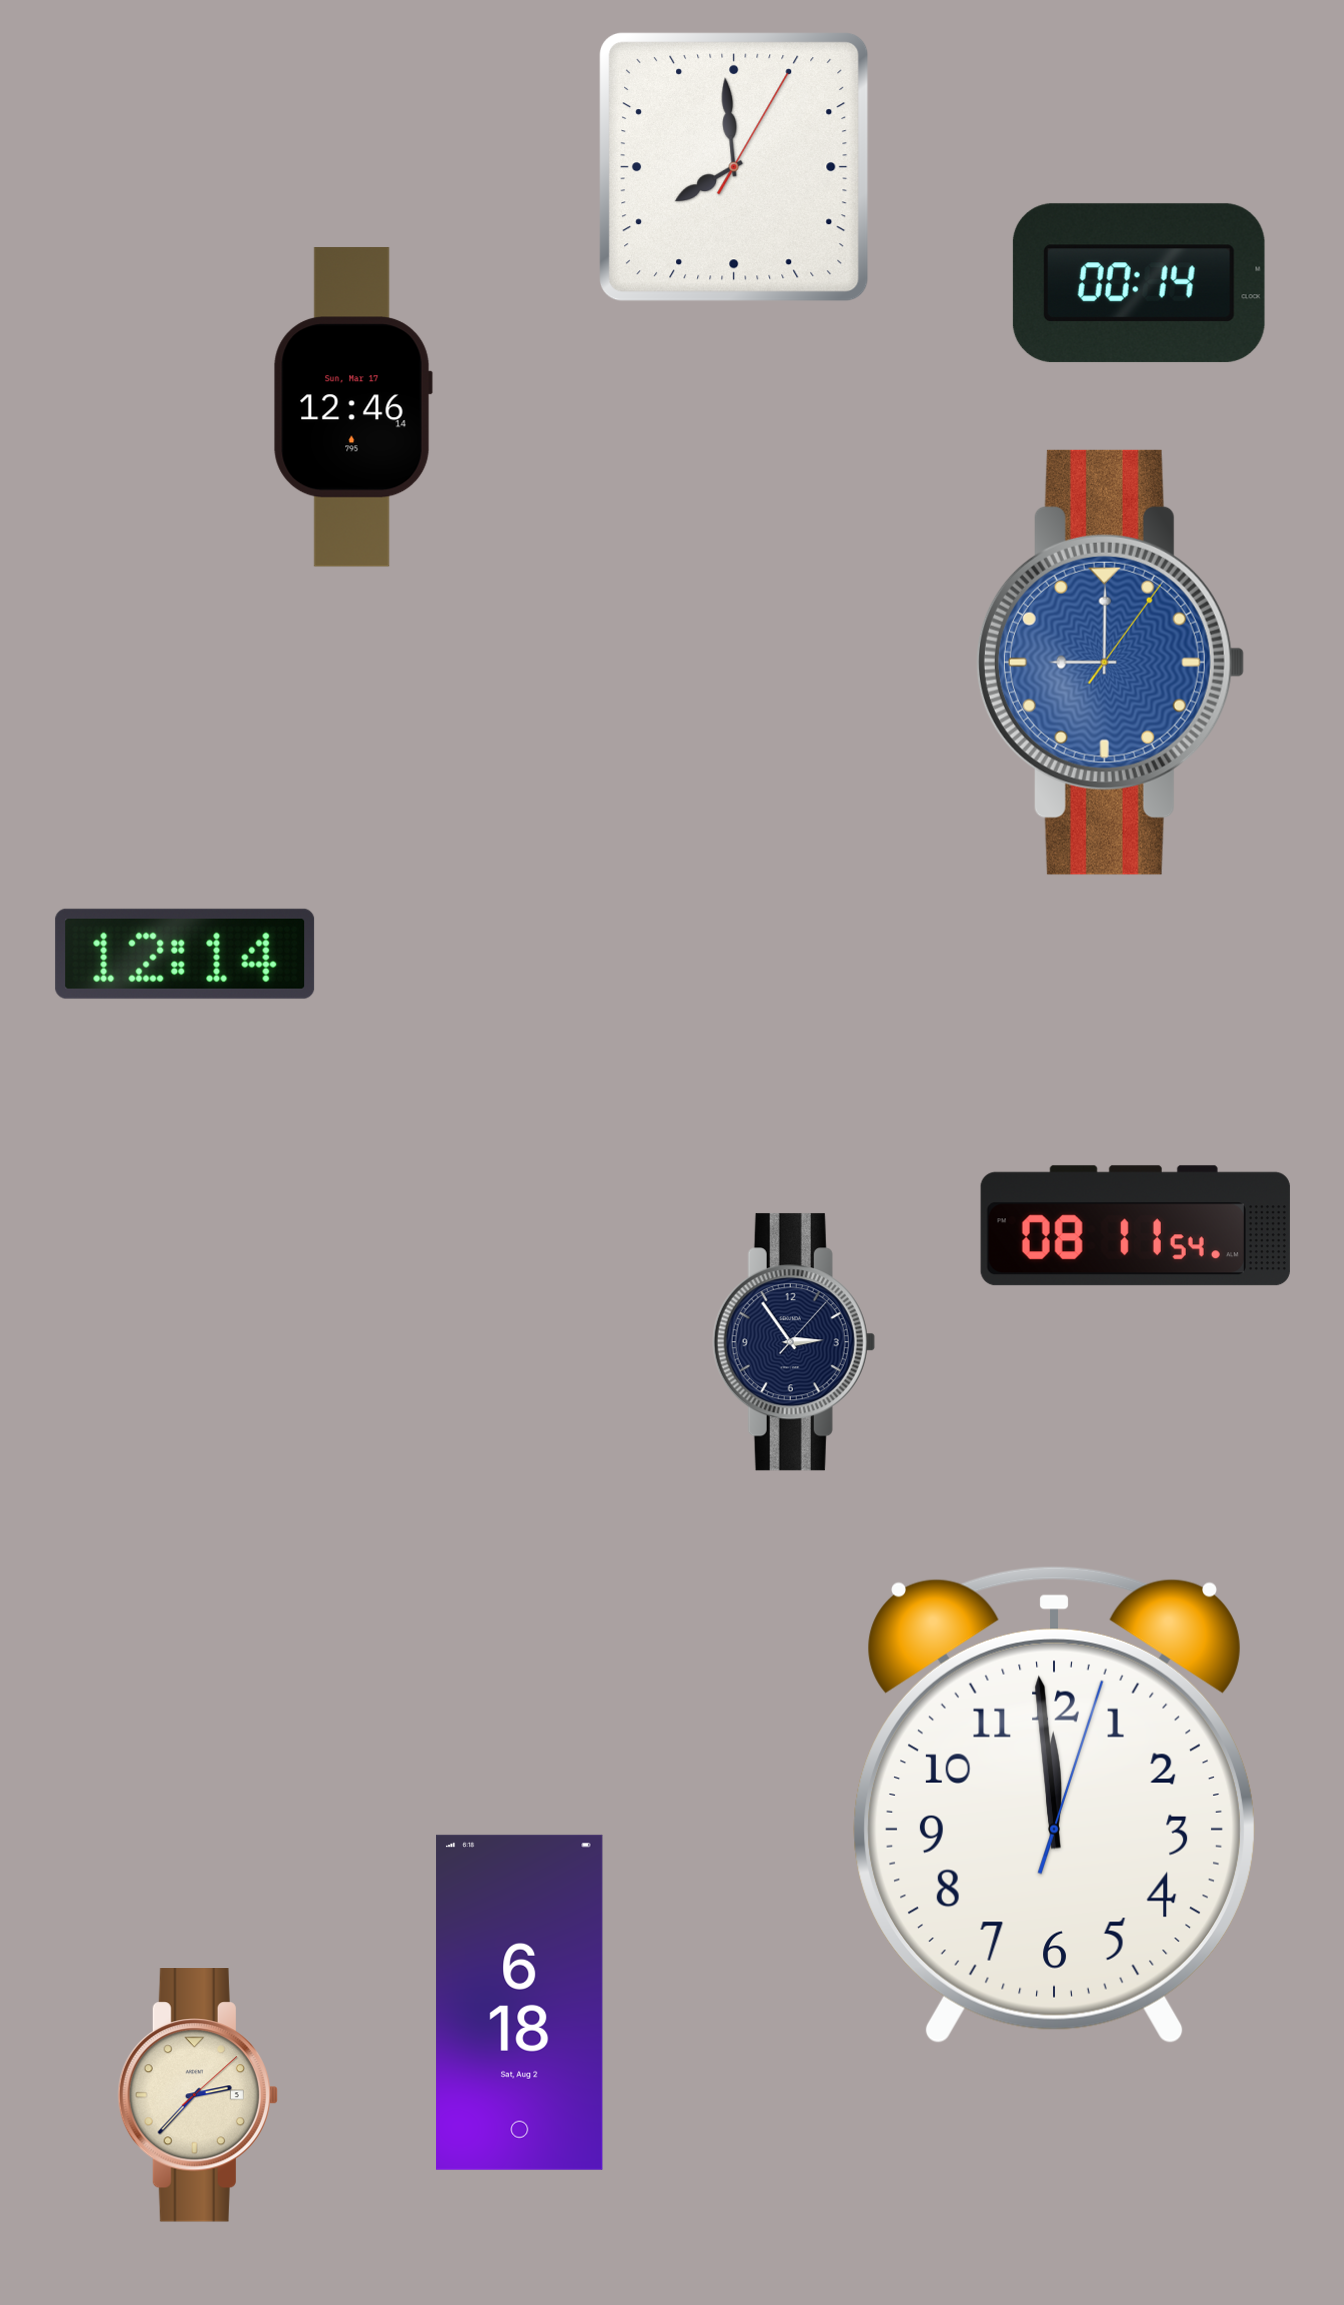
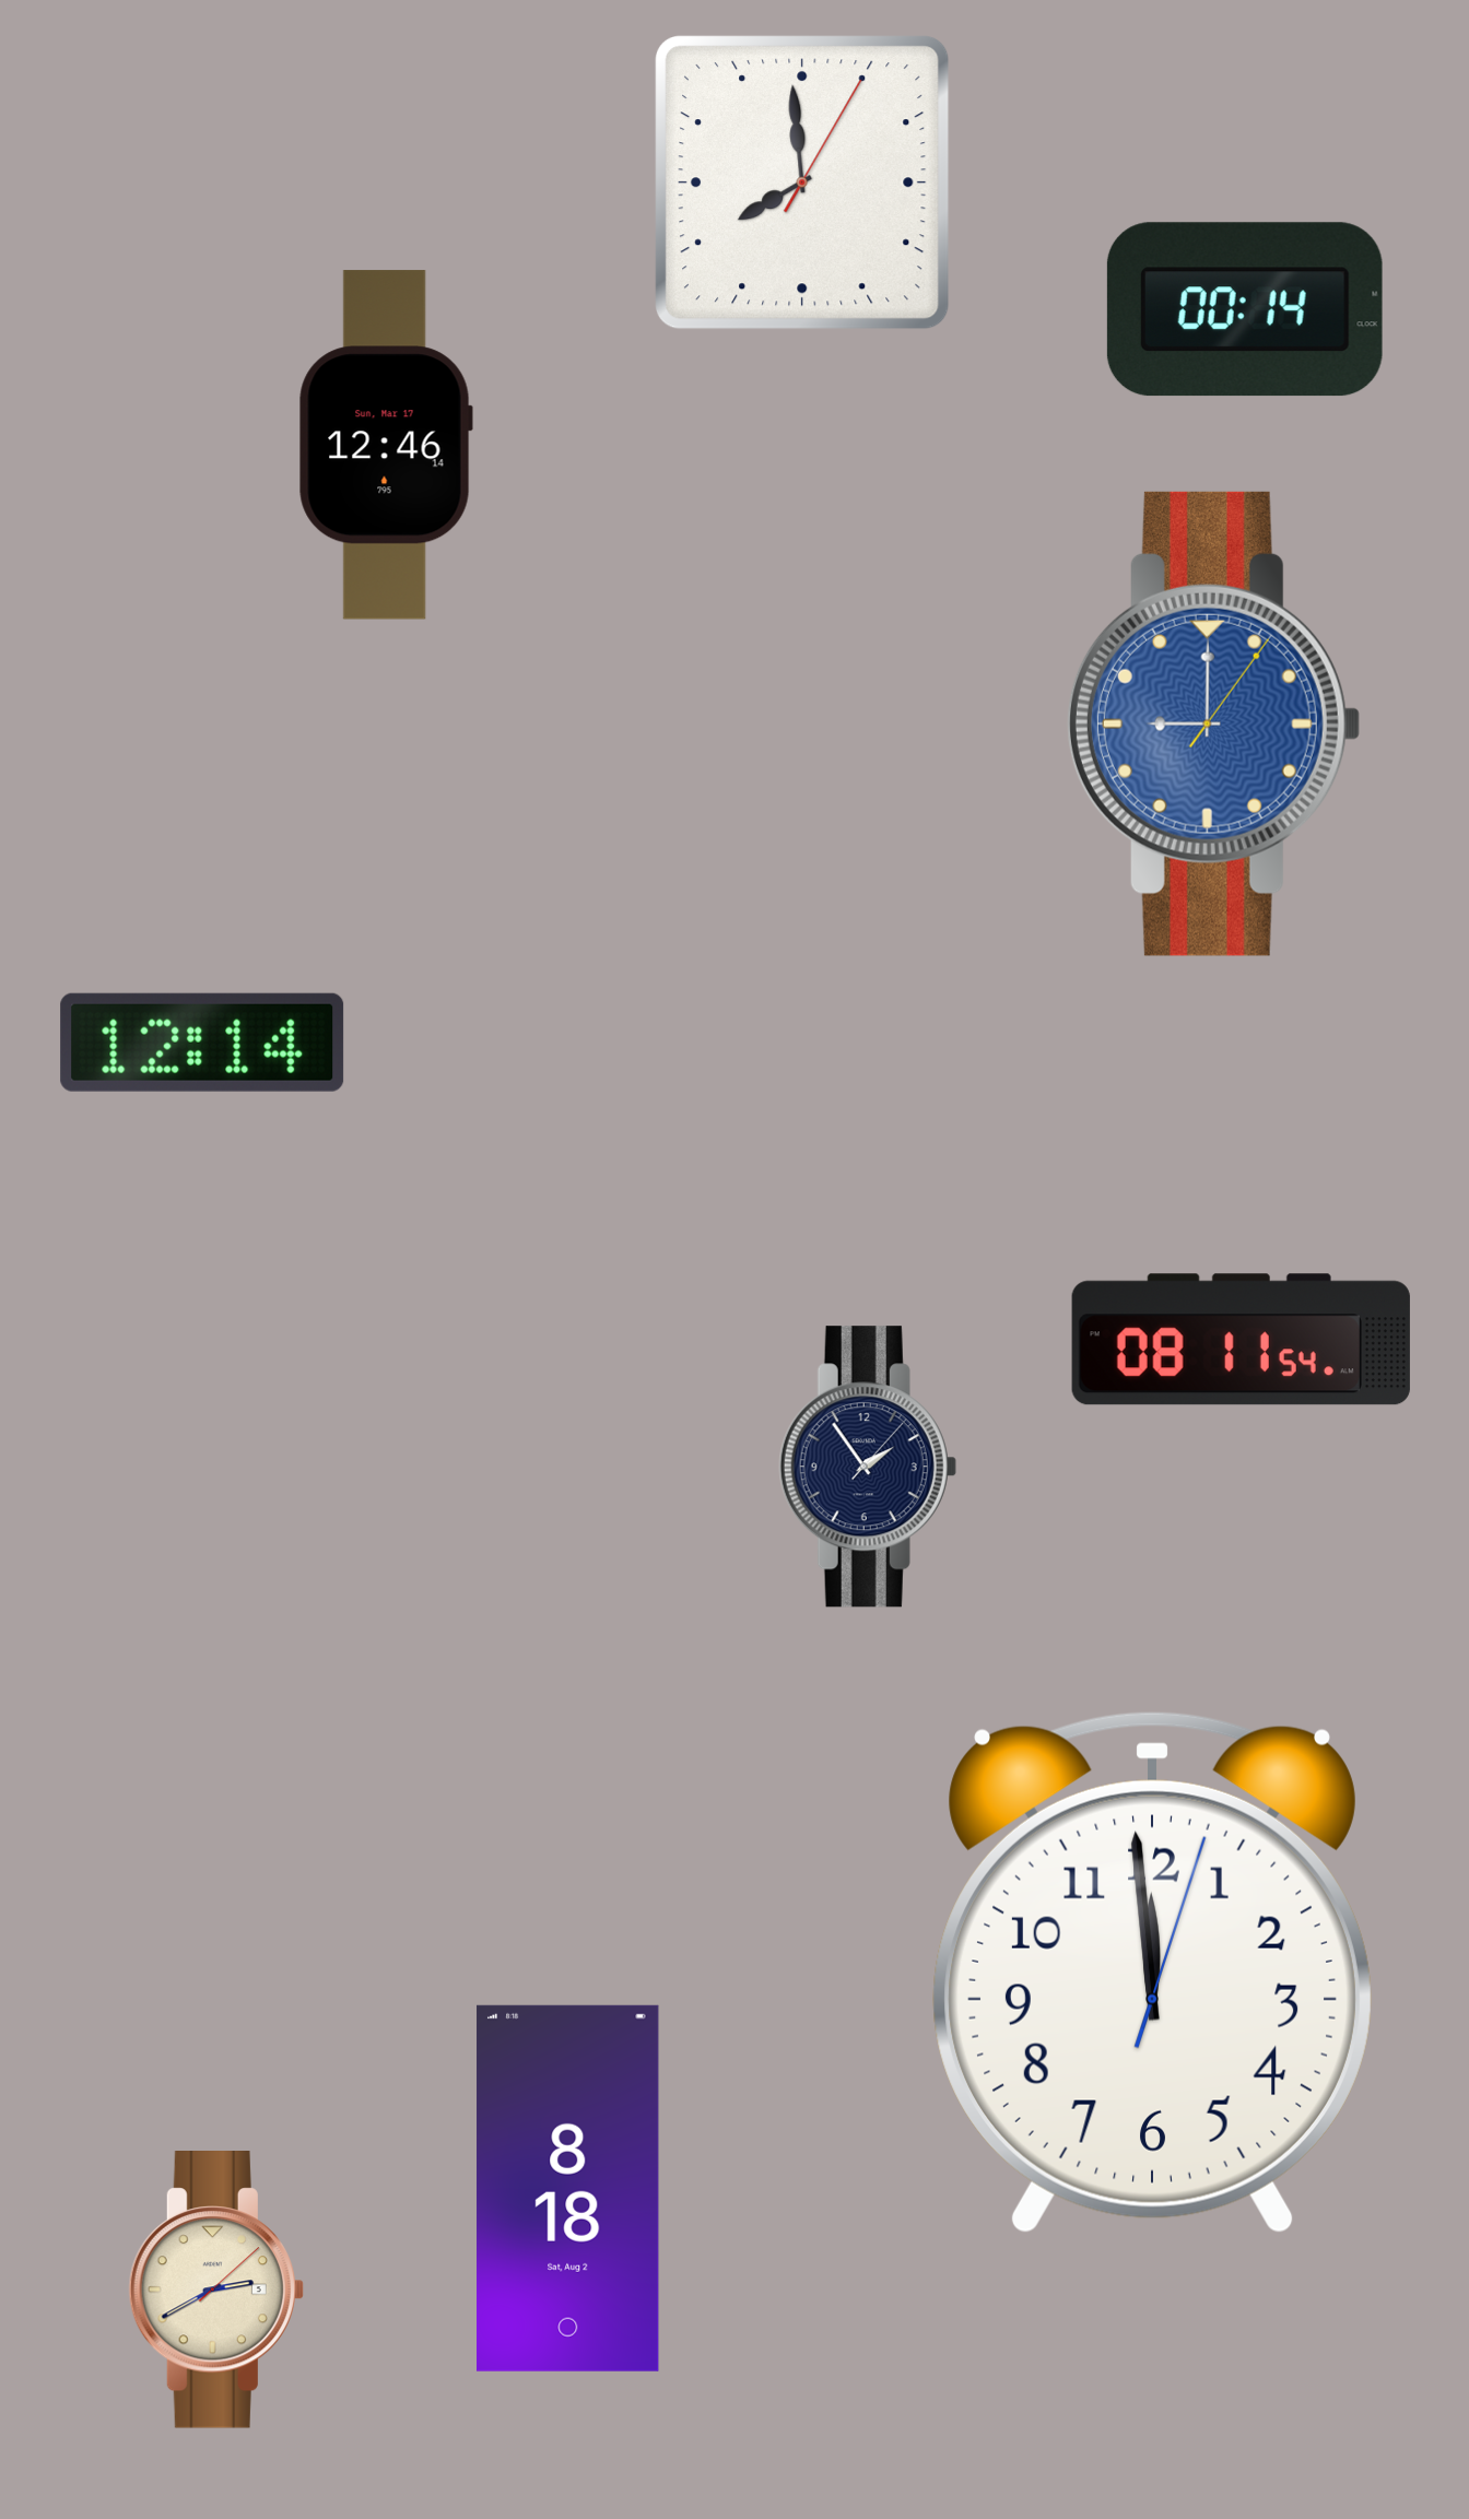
clock at (794, 1342): 2:54 -> 1:54
clock at (520, 2002): 6:18 -> 8:18
clock at (198, 2096): 2:37 -> 2:40
